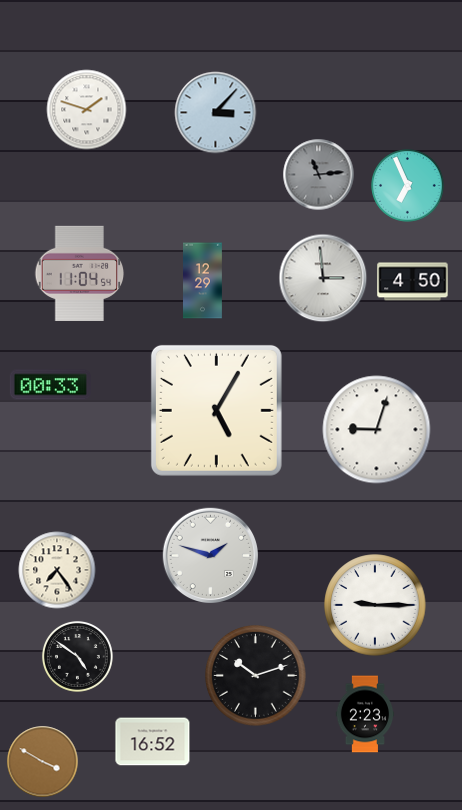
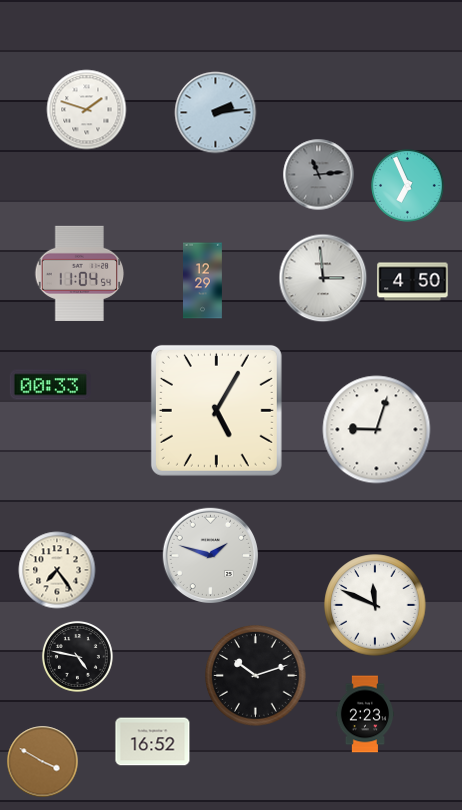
clock at (216, 113): 3:07 -> 2:14
clock at (375, 605): 9:15 -> 11:49
clock at (77, 656): 4:51 -> 4:47
